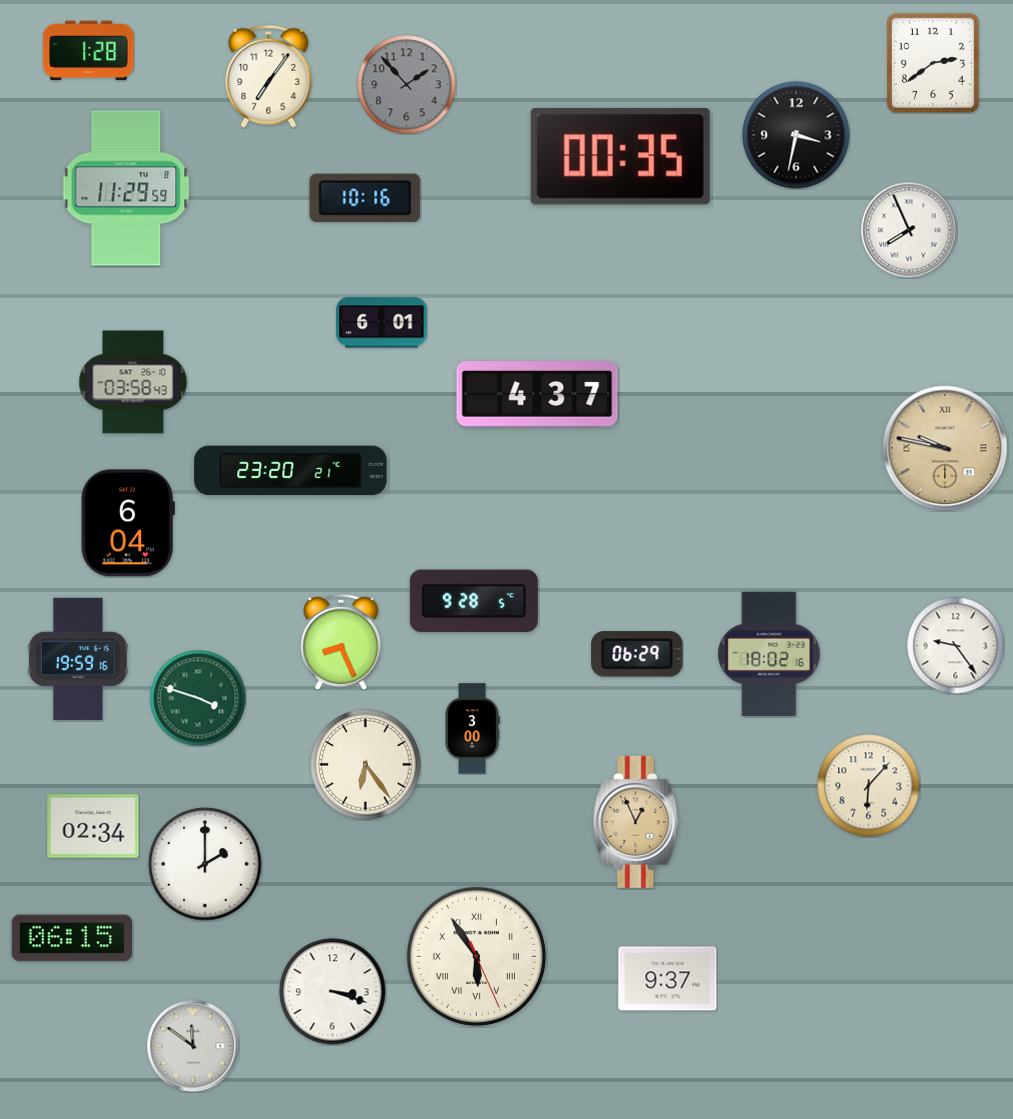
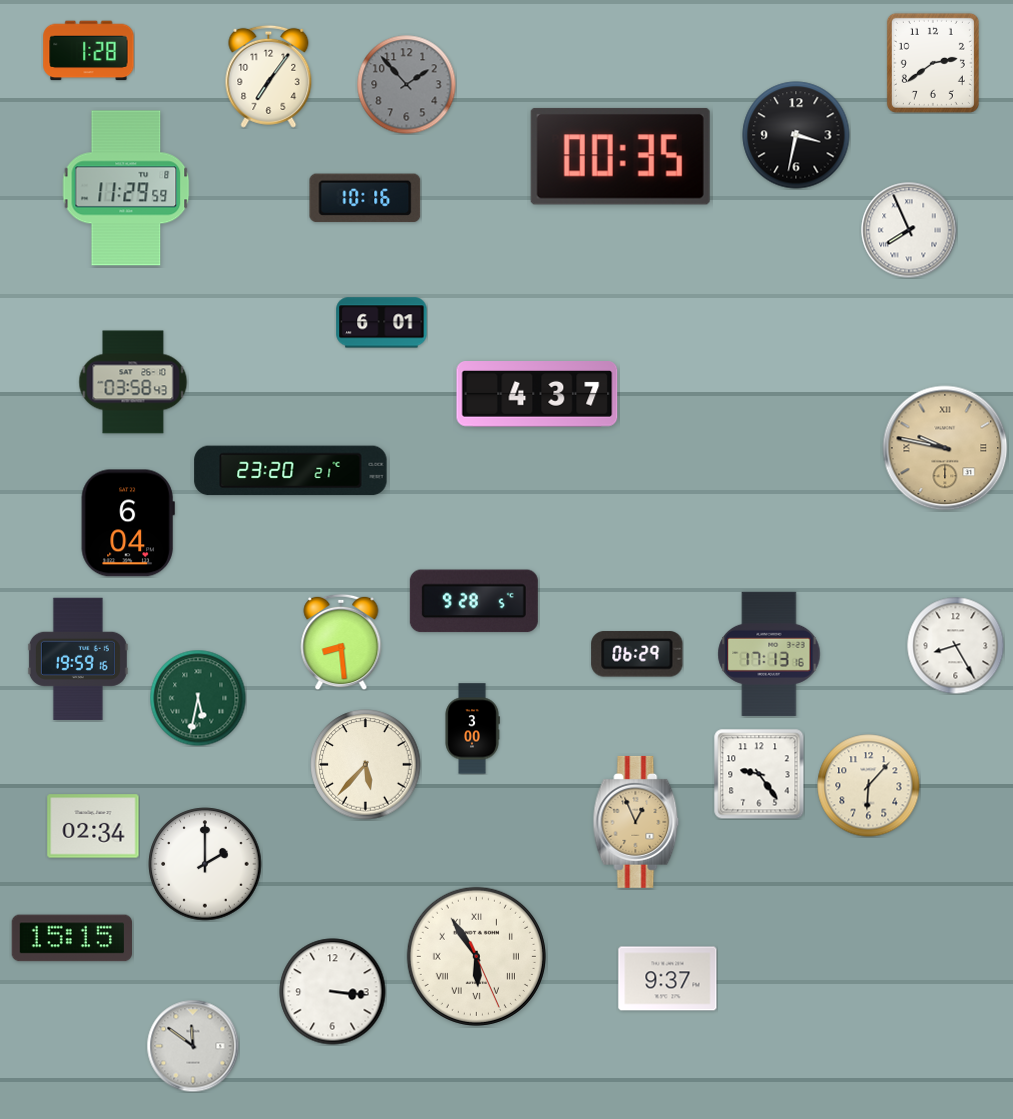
clock at (341, 642): 8:26 -> 8:29
clock at (955, 645): 9:24 -> 8:25
clock at (769, 654): 18:02 -> 17:13
clock at (198, 698): 3:48 -> 5:32
clock at (366, 765): 6:24 -> 5:37
clock at (759, 774): none -> 9:24
clock at (72, 938): 06:15 -> 15:15
clock at (333, 992): 3:18 -> 3:16
